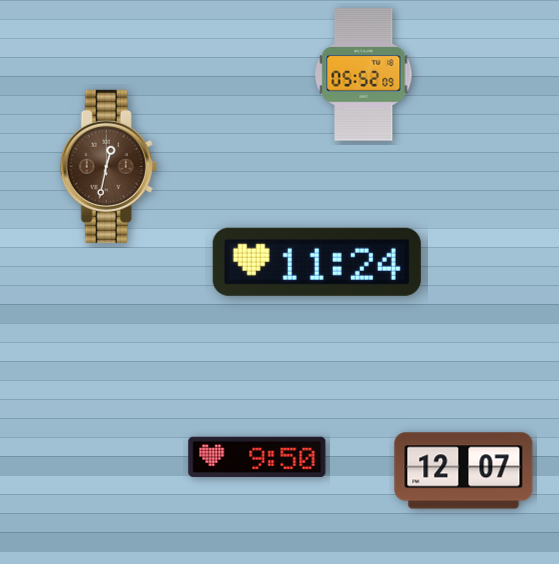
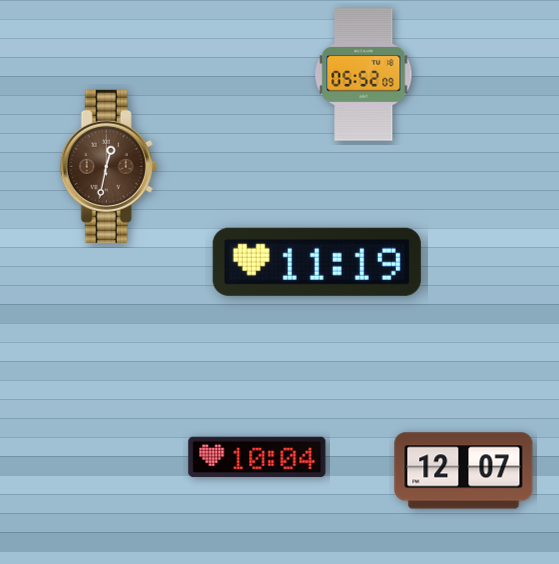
clock at (317, 262): 11:24 -> 11:19
clock at (257, 457): 9:50 -> 10:04
